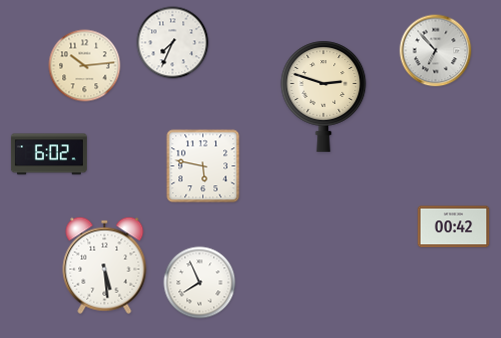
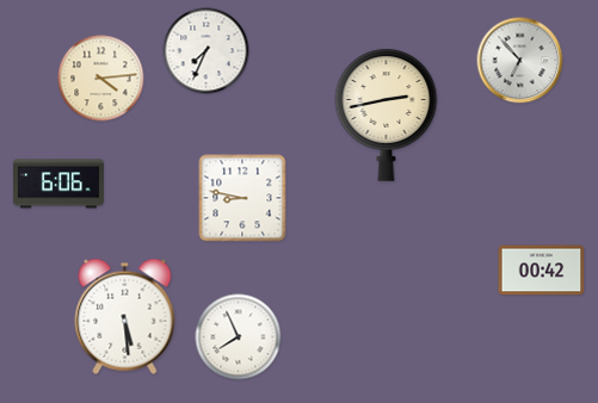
clock at (85, 66): 10:14 -> 4:14
clock at (324, 96): 2:48 -> 2:43
clock at (49, 154): 6:02 -> 6:06
clock at (203, 166): 5:47 -> 8:47
